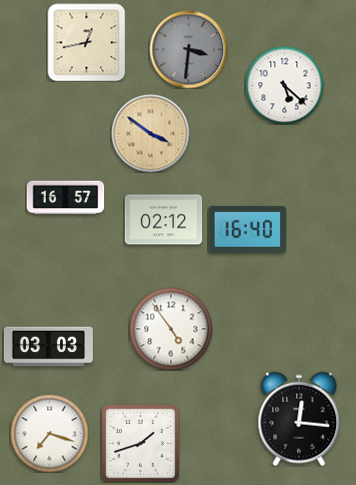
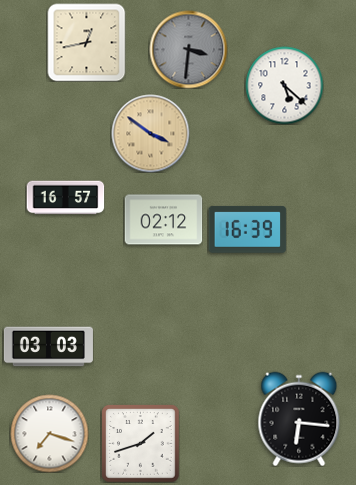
clock at (247, 229): 16:40 -> 16:39
clock at (171, 329): 4:54 -> none
clock at (299, 419): 12:16 -> 6:16
